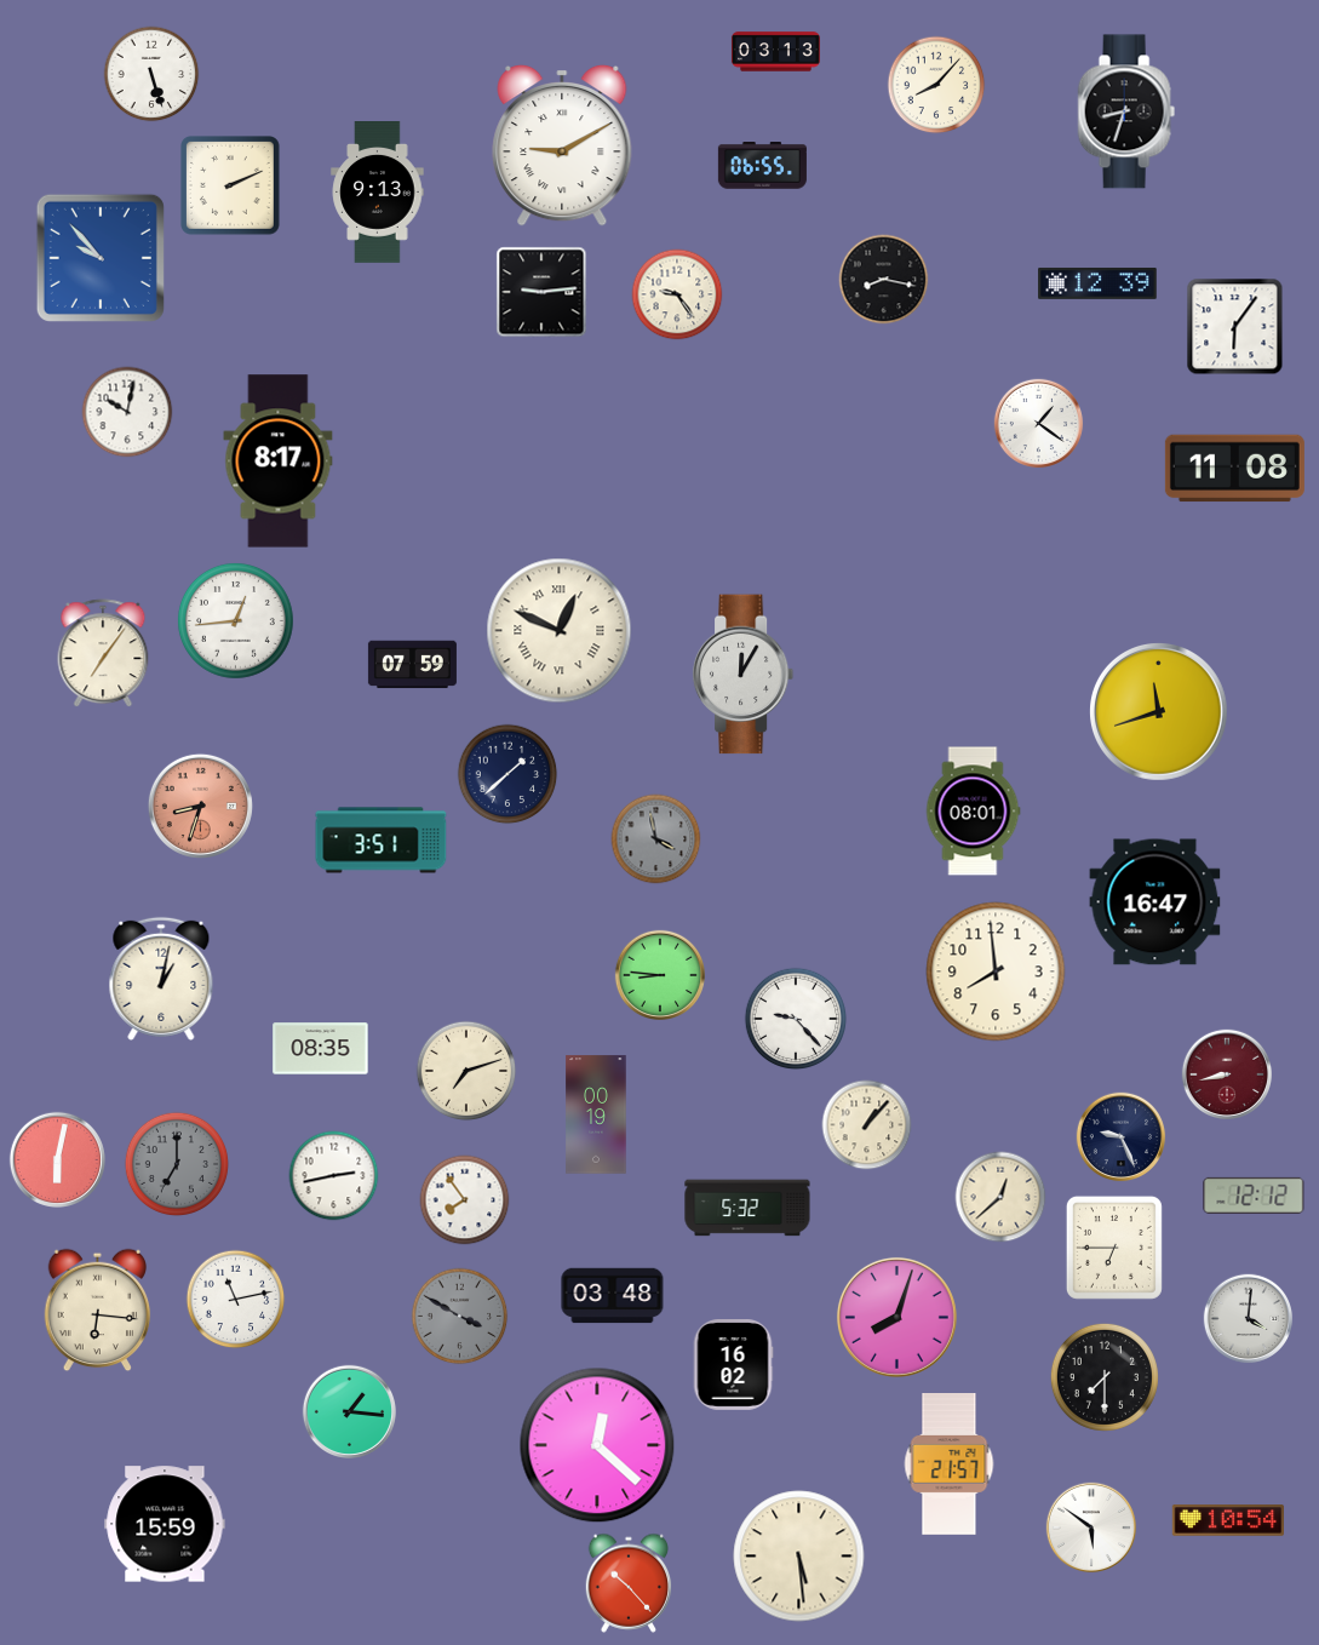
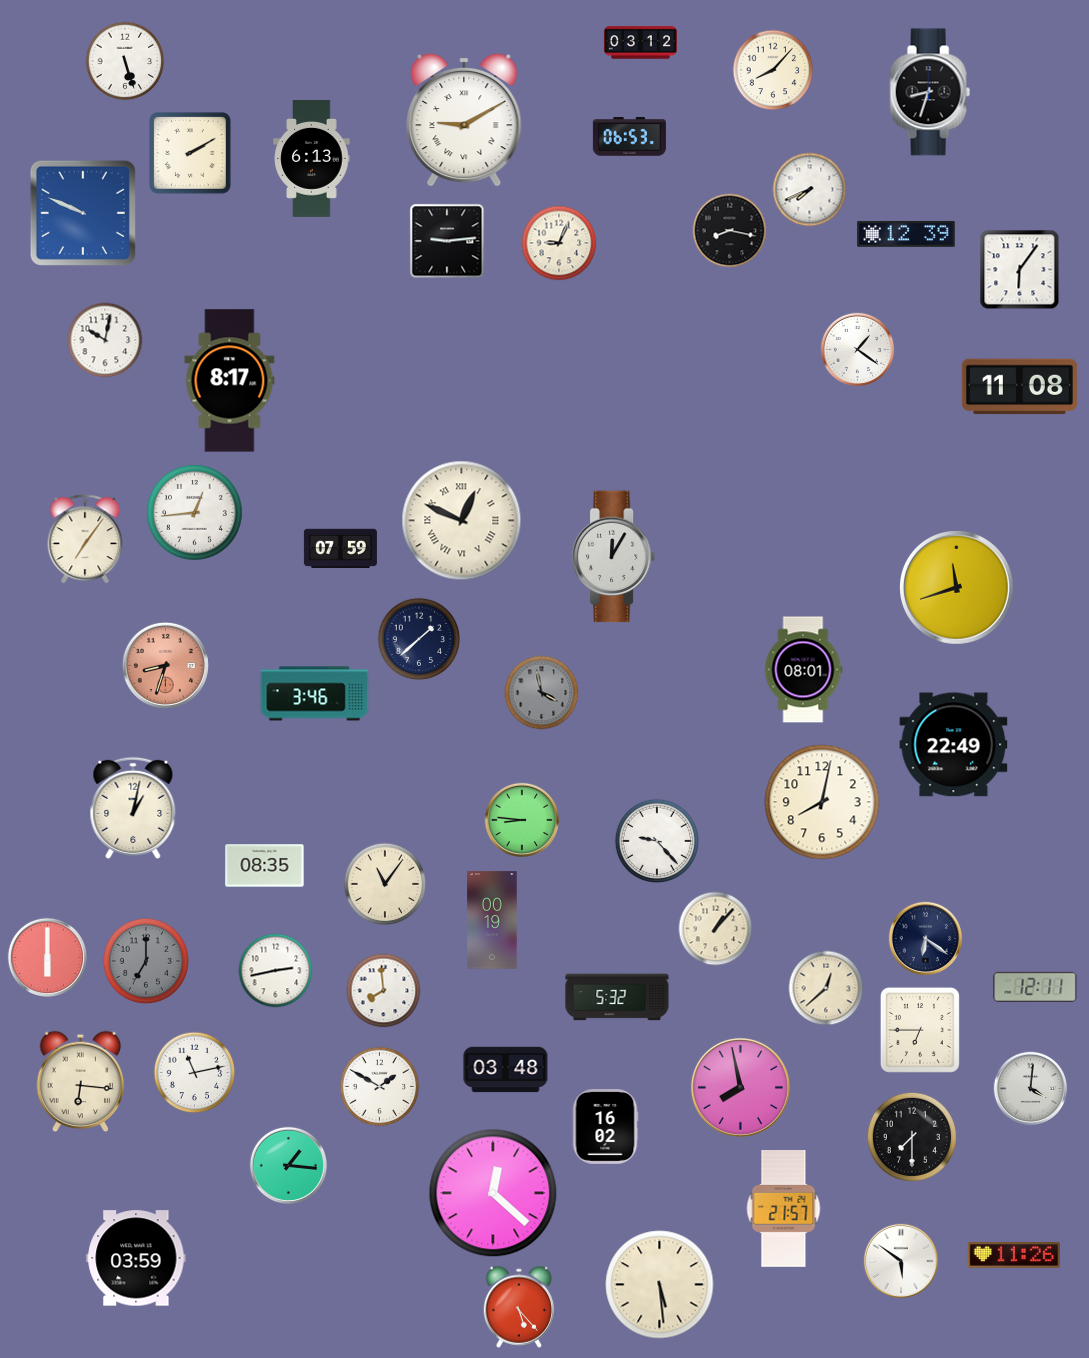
clock at (775, 52): 03:13 -> 03:12
clock at (762, 166): 06:55 -> 06:53
clock at (231, 187): 2:11 -> 2:10
clock at (378, 193): 9:13 -> 6:13
clock at (810, 190): none -> 7:41
clock at (101, 258): 9:53 -> 9:49
clock at (677, 294): 9:24 -> 9:04
clock at (382, 841): 3:51 -> 3:46
clock at (1155, 902): 16:47 -> 22:49
clock at (996, 971): 7:59 -> 8:02
clock at (660, 974) position: (660, 974) -> (522, 819)
clock at (466, 1071): 7:12 -> 11:06
clock at (1227, 1073): 8:43 -> none
clock at (1122, 1137): 9:26 -> 6:21
clock at (57, 1159): 6:02 -> 6:00
clock at (1254, 1196): 12:12 -> 12:11
clock at (465, 1200): 7:54 -> 7:59
clock at (460, 1317): 3:50 -> 1:50
clock at (460, 1317) dial: grey -> white
clock at (896, 1317): 8:03 -> 7:58
clock at (1227, 1520): 10:54 -> 11:26
clock at (165, 1524): 15:59 -> 03:59
clock at (629, 1583): 10:23 -> 5:23
